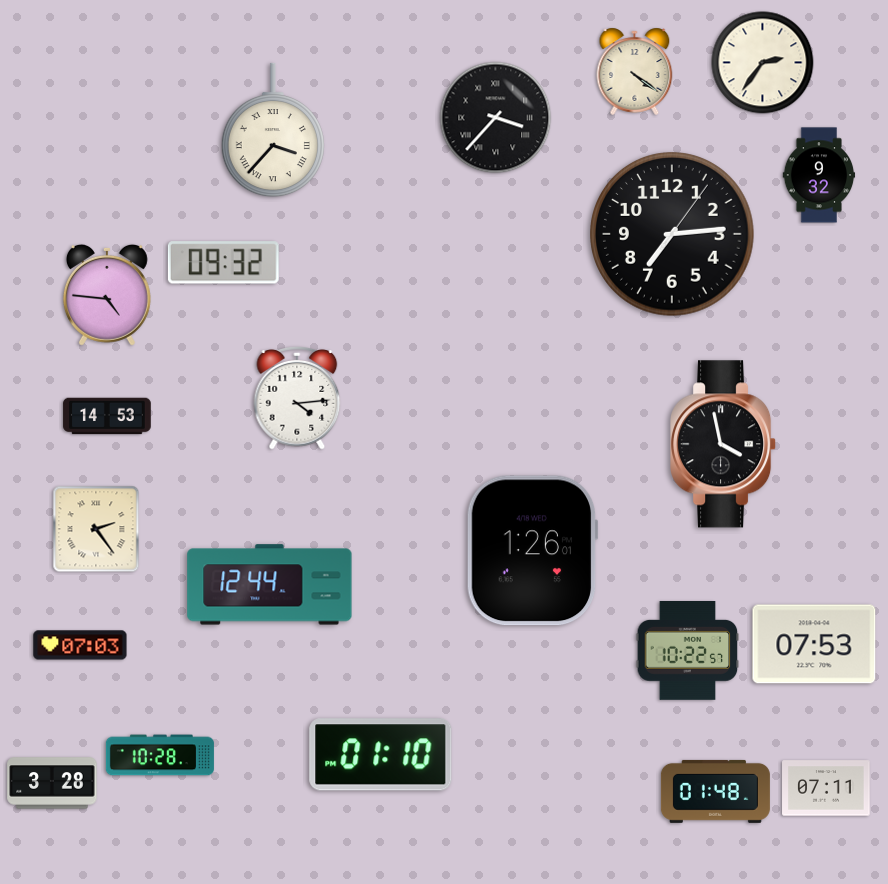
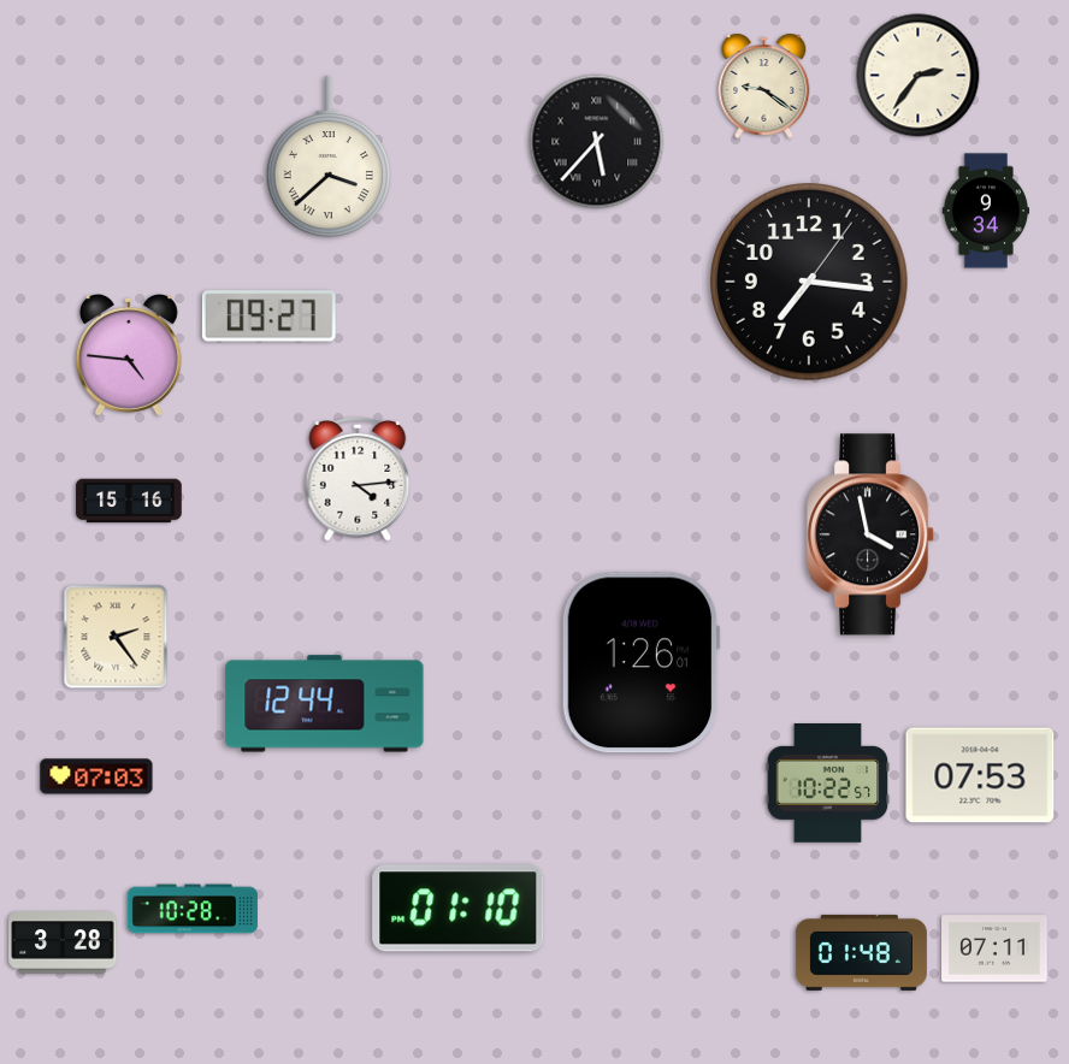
clock at (635, 71): 4:21 -> 9:21
clock at (496, 118): 3:37 -> 5:37
clock at (273, 130): 3:37 -> 3:38
clock at (819, 175): 9:32 -> 9:34
clock at (672, 234): 7:14 -> 7:16
clock at (223, 263): 09:32 -> 09:27
clock at (107, 416): 14:53 -> 15:16
